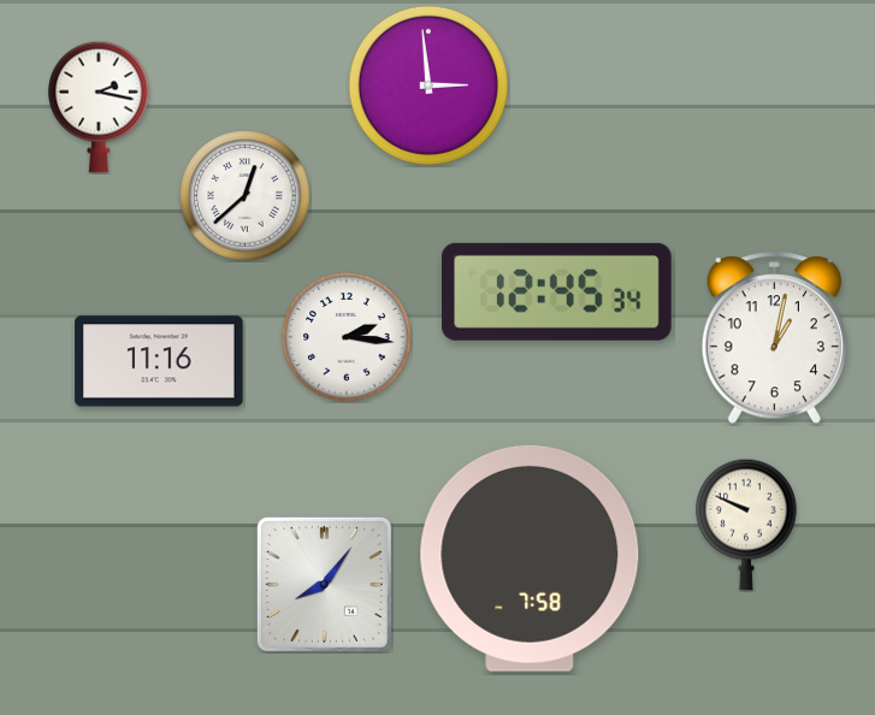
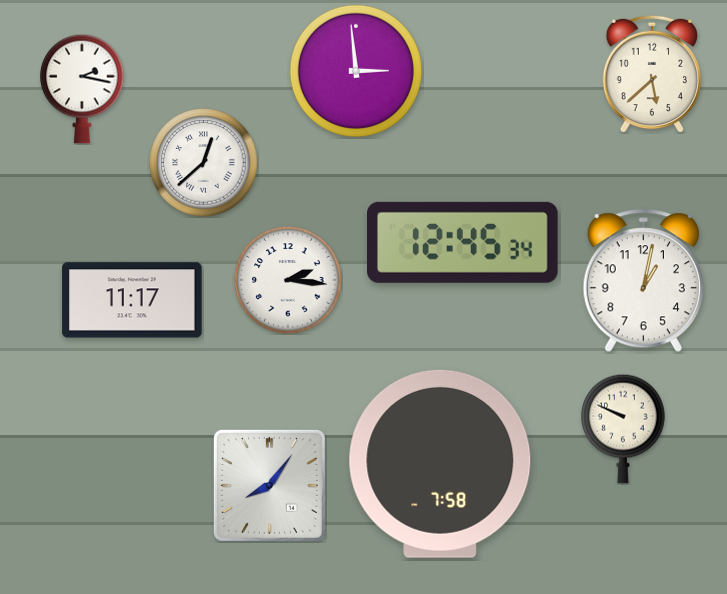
clock at (652, 74): none -> 5:38
clock at (159, 361): 11:16 -> 11:17
clock at (746, 525) position: (746, 525) -> (623, 429)
